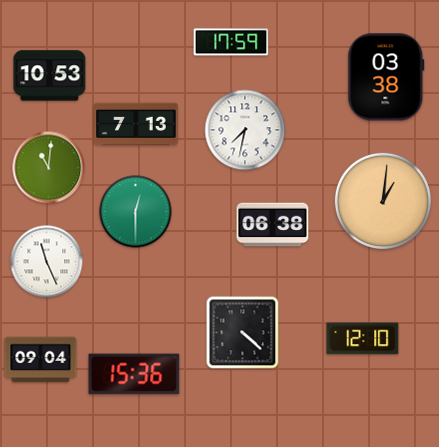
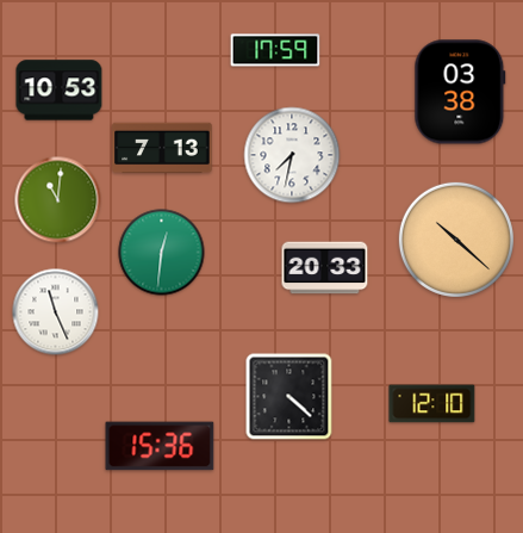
clock at (383, 201): 1:01 -> 10:22
clock at (136, 212): 12:30 -> 12:31
clock at (273, 225): 06:38 -> 20:33
clock at (41, 360): 09:04 -> none
